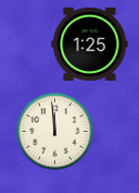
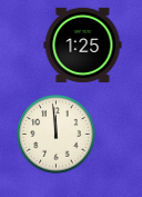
clock at (90, 44) position: (90, 44) -> (83, 45)
